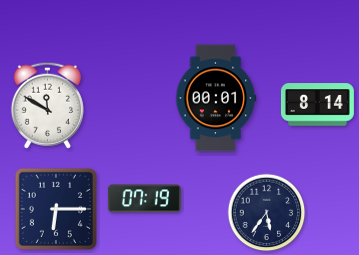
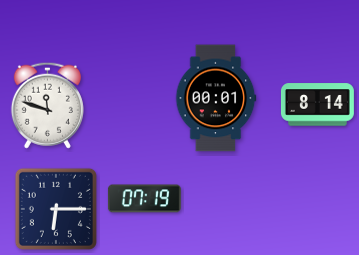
clock at (47, 105): 11:50 -> 11:48
clock at (267, 213): 5:36 -> none
